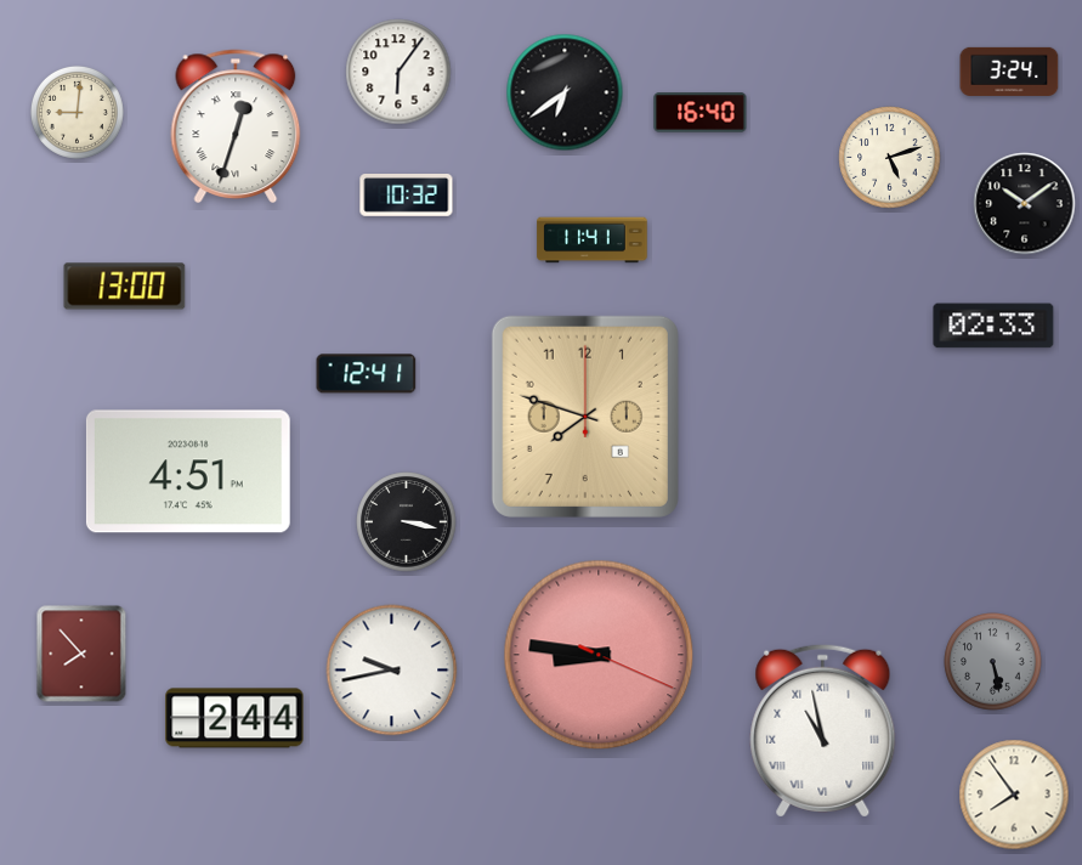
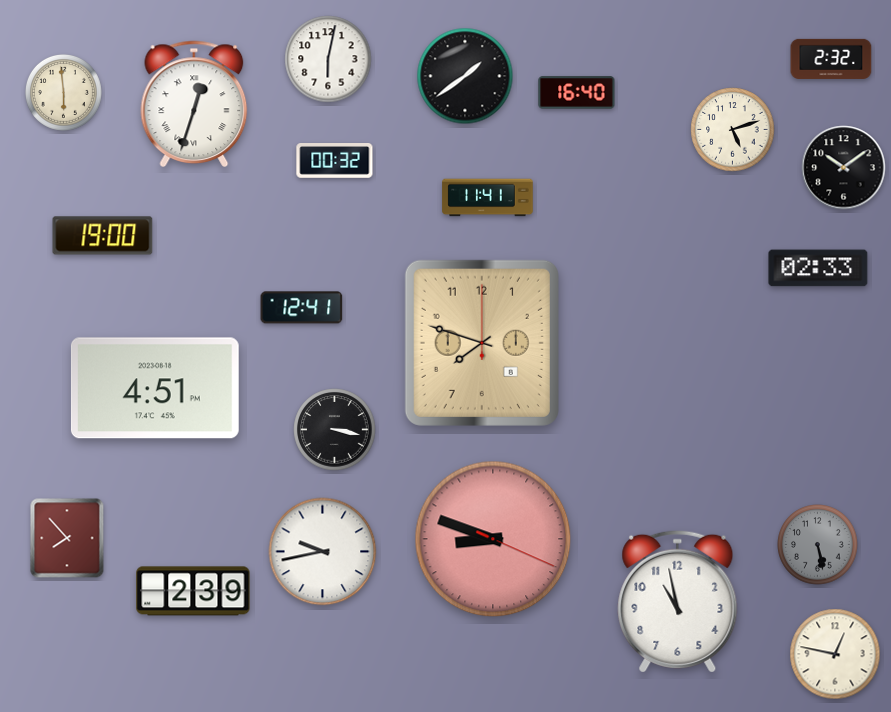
clock at (398, 72): 6:06 -> 6:02
clock at (1009, 72): 3:24 -> 2:32
clock at (565, 92): 6:39 -> 1:39
clock at (77, 112): 9:01 -> 5:59
clock at (407, 196): 10:32 -> 00:32
clock at (125, 287): 13:00 -> 19:00
clock at (599, 655): 8:46 -> 8:48
clock at (234, 718): 2:44 -> 2:39
clock at (823, 730) numerals: Roman -> Arabic
clock at (1014, 795): 7:54 -> 12:47
